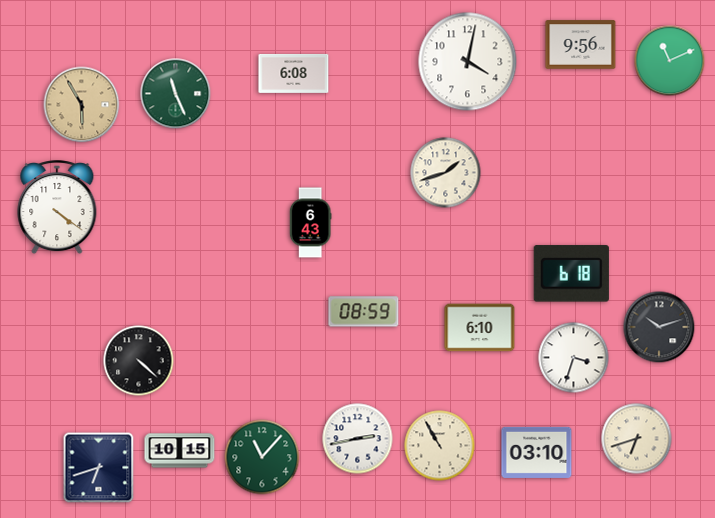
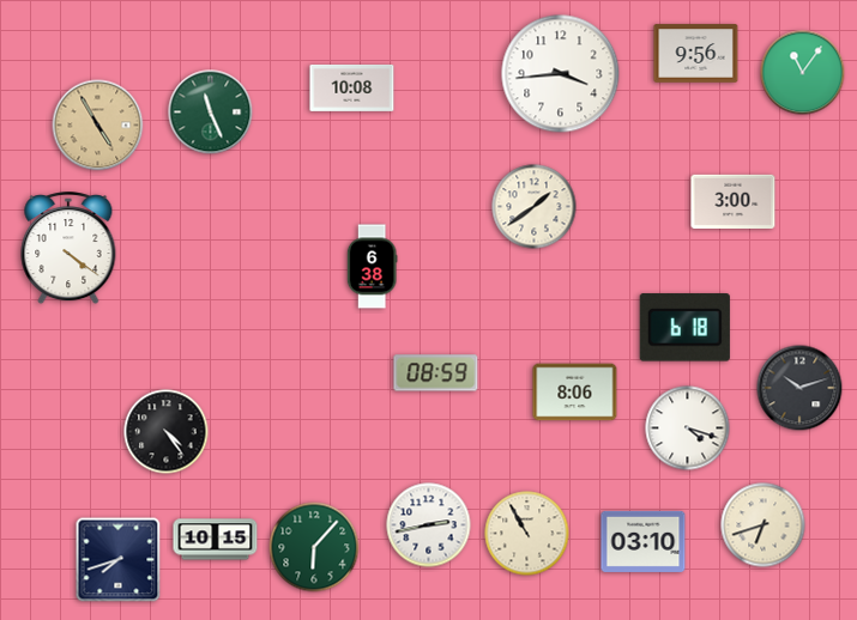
clock at (670, 61): 11:11 -> 11:06
clock at (468, 62): 4:02 -> 3:44
clock at (294, 73): 6:08 -> 10:08
clock at (82, 105): 5:55 -> 4:55
clock at (734, 201): none -> 3:00
clock at (446, 173): 1:42 -> 1:39
clock at (310, 223): 6:43 -> 6:38
clock at (659, 327) position: (659, 327) -> (799, 388)
clock at (480, 328): 6:10 -> 8:06
clock at (574, 358): 3:33 -> 4:18
clock at (139, 361): 4:22 -> 4:24
clock at (262, 457): 11:07 -> 6:07
clock at (99, 468): 6:42 -> 7:42
